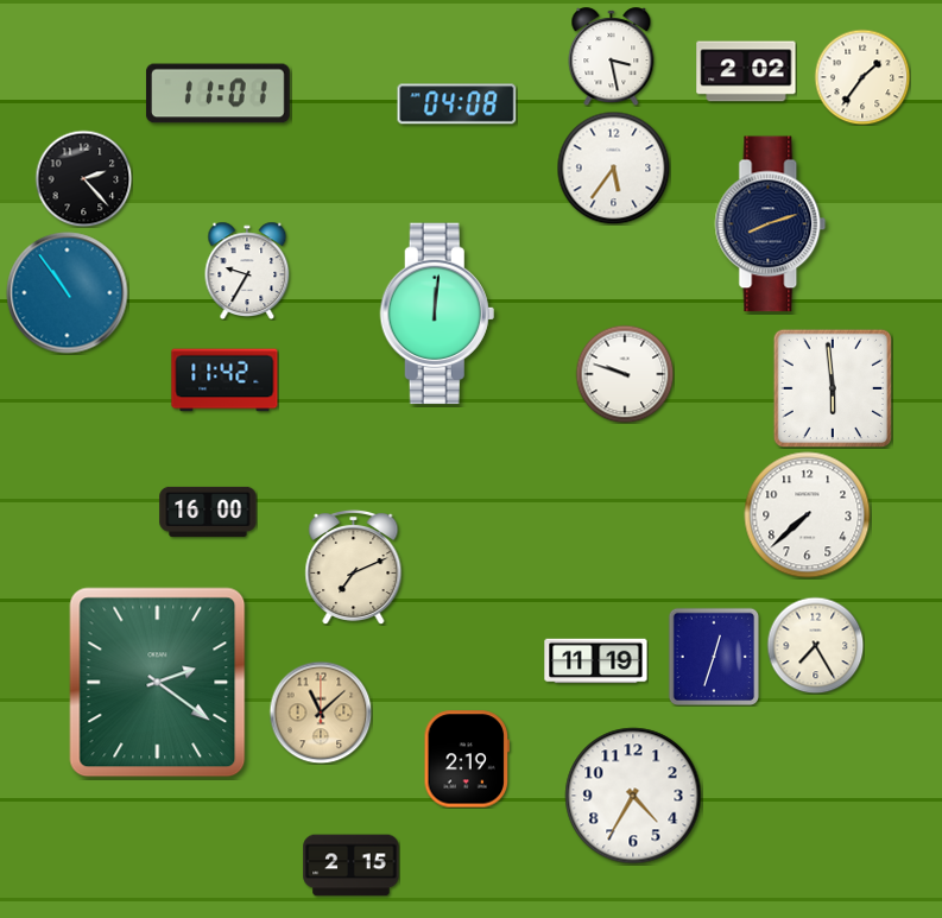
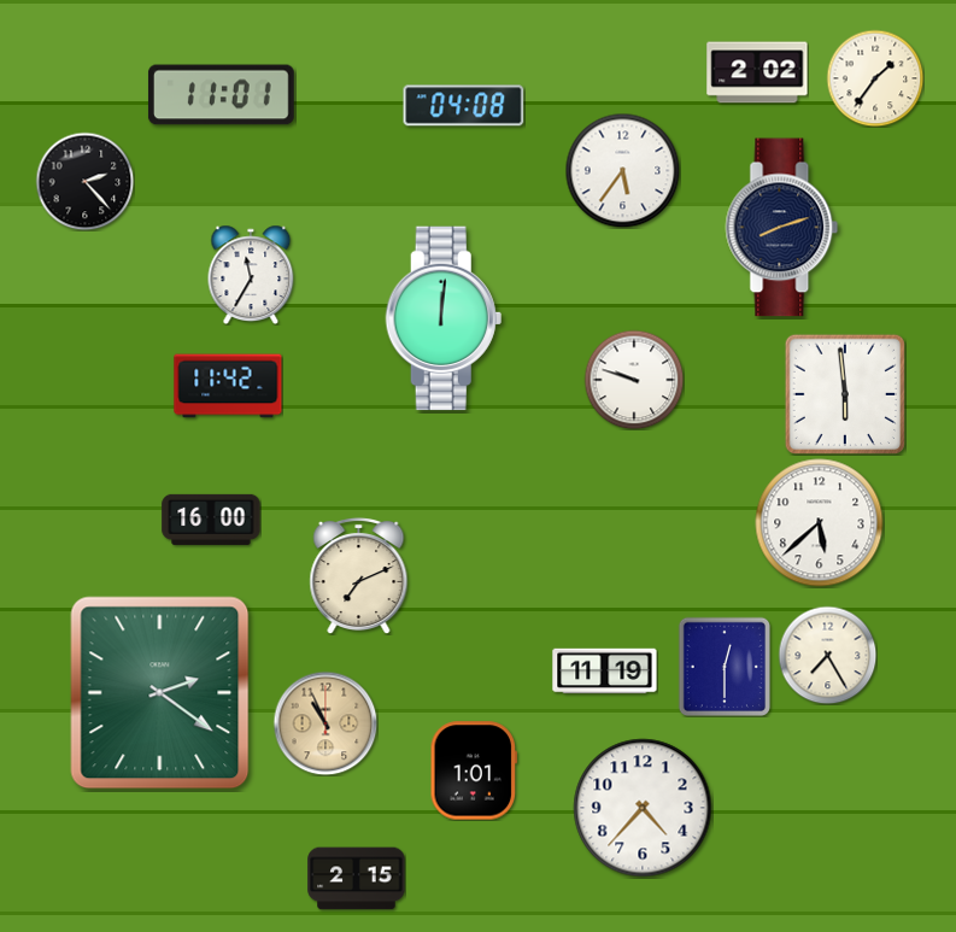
clock at (612, 57): 3:28 -> none
clock at (247, 271): 9:35 -> 11:35
clock at (68, 293): 10:54 -> none
clock at (808, 515): 7:38 -> 5:38
clock at (713, 657): 12:33 -> 12:30
clock at (321, 713): 11:08 -> 10:56
clock at (467, 759): 2:19 -> 1:01
clock at (633, 796): 4:35 -> 4:37
